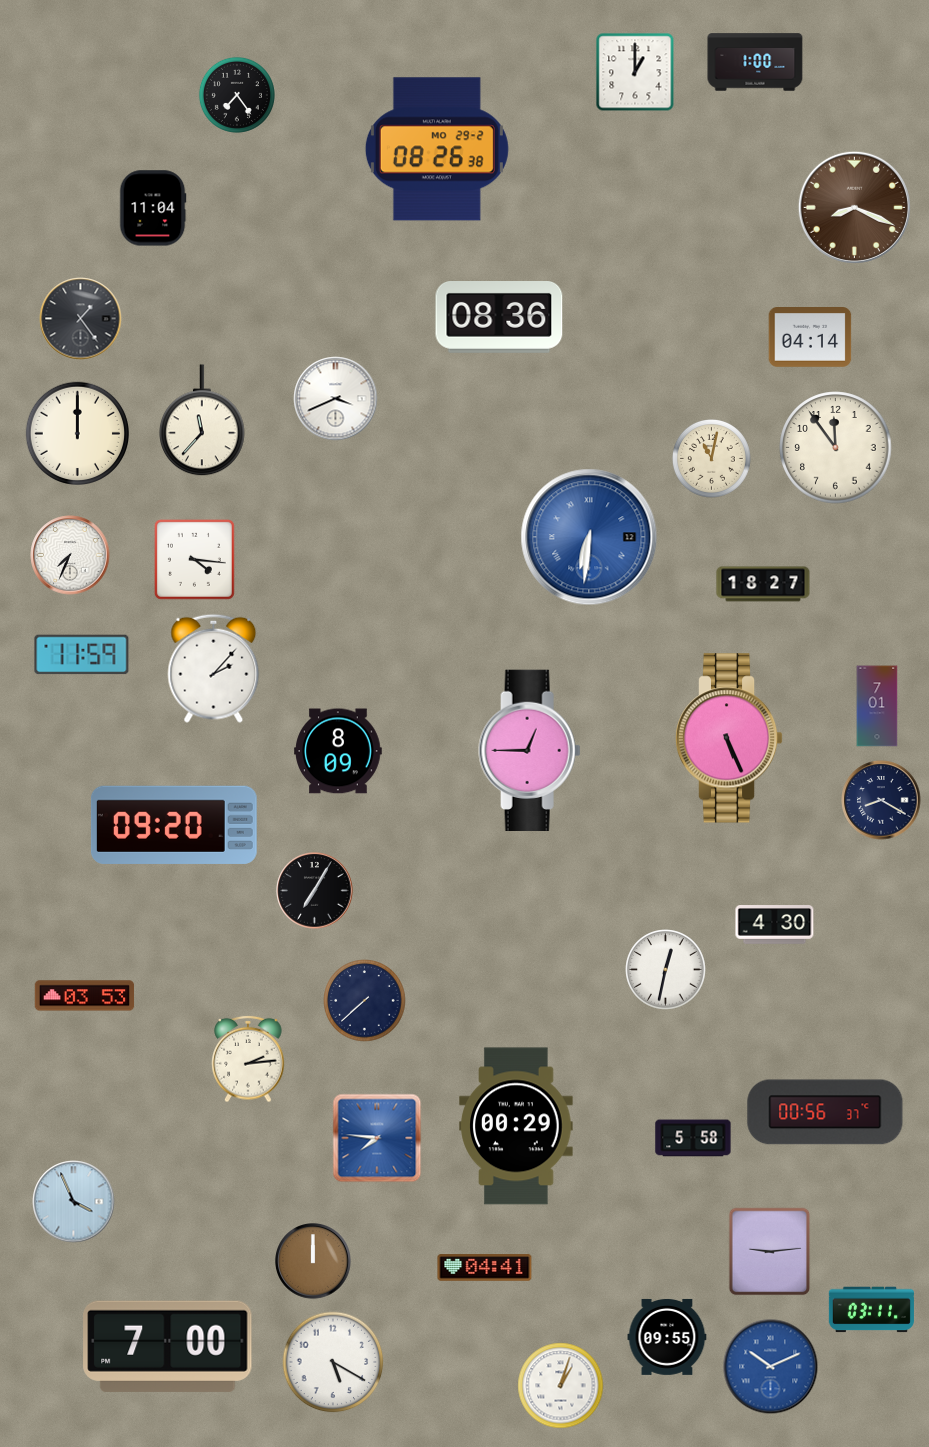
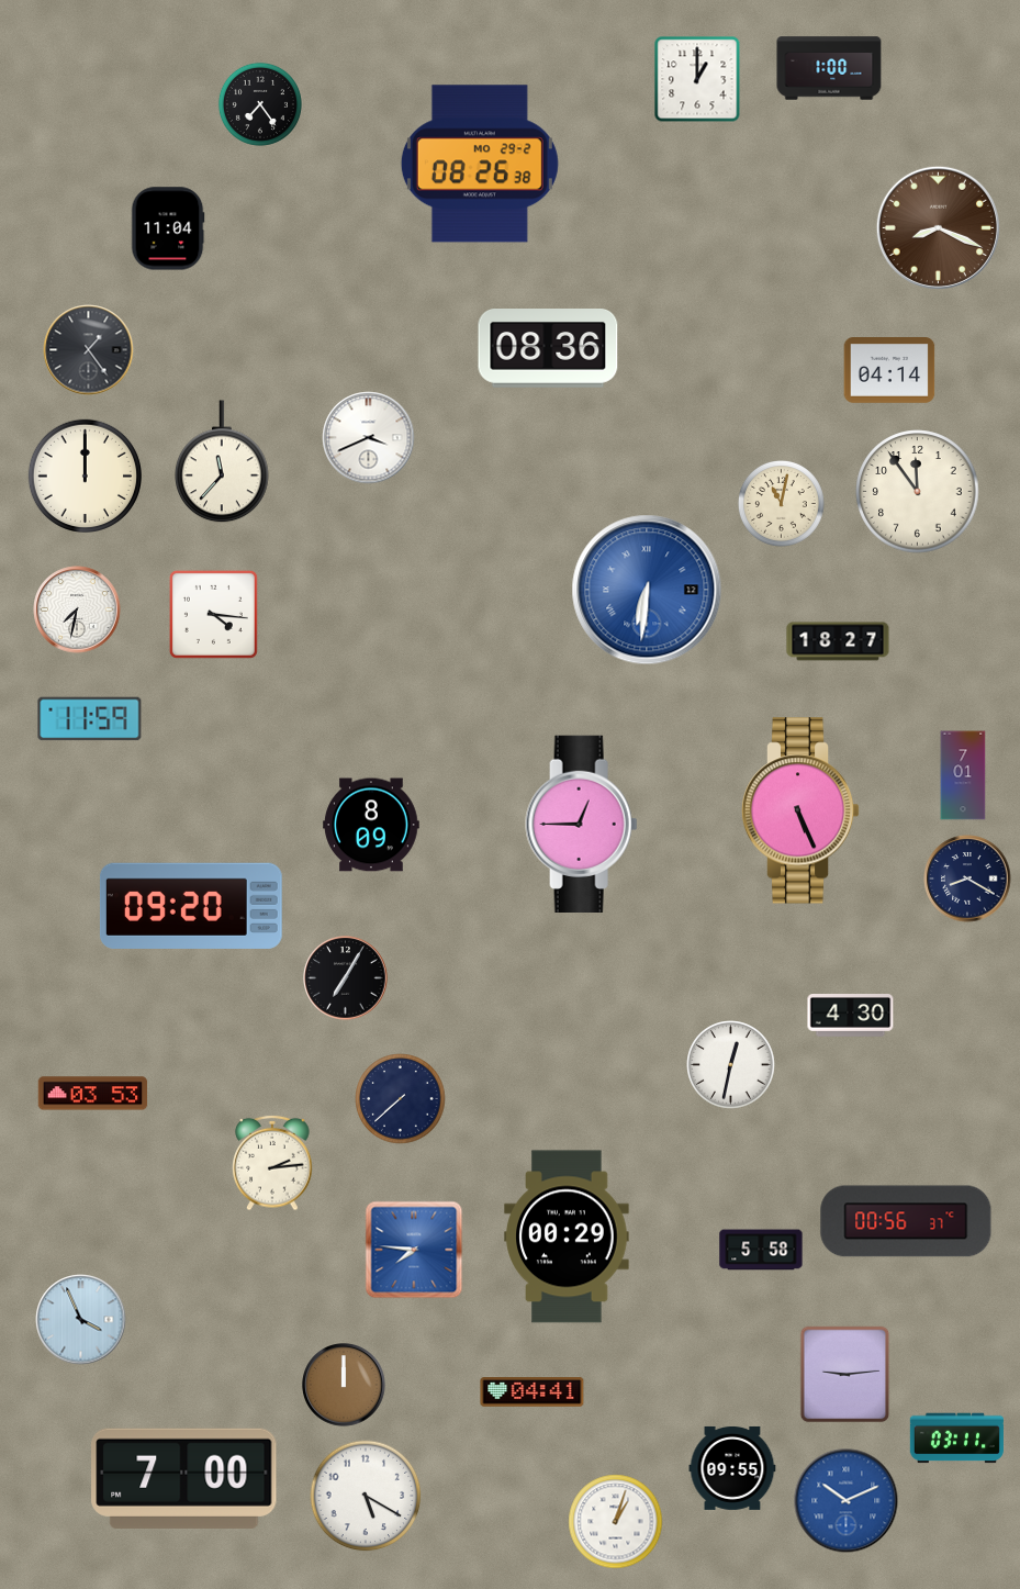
clock at (70, 555): 7:34 -> 7:32
clock at (214, 668): 2:07 -> none
